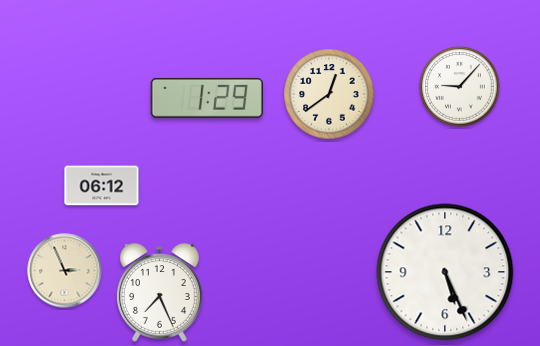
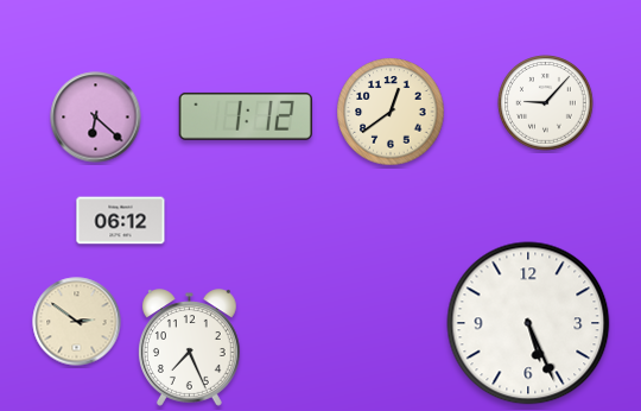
clock at (207, 98): 1:29 -> 1:12
clock at (96, 118): none -> 6:22
clock at (65, 271): 2:56 -> 2:51
